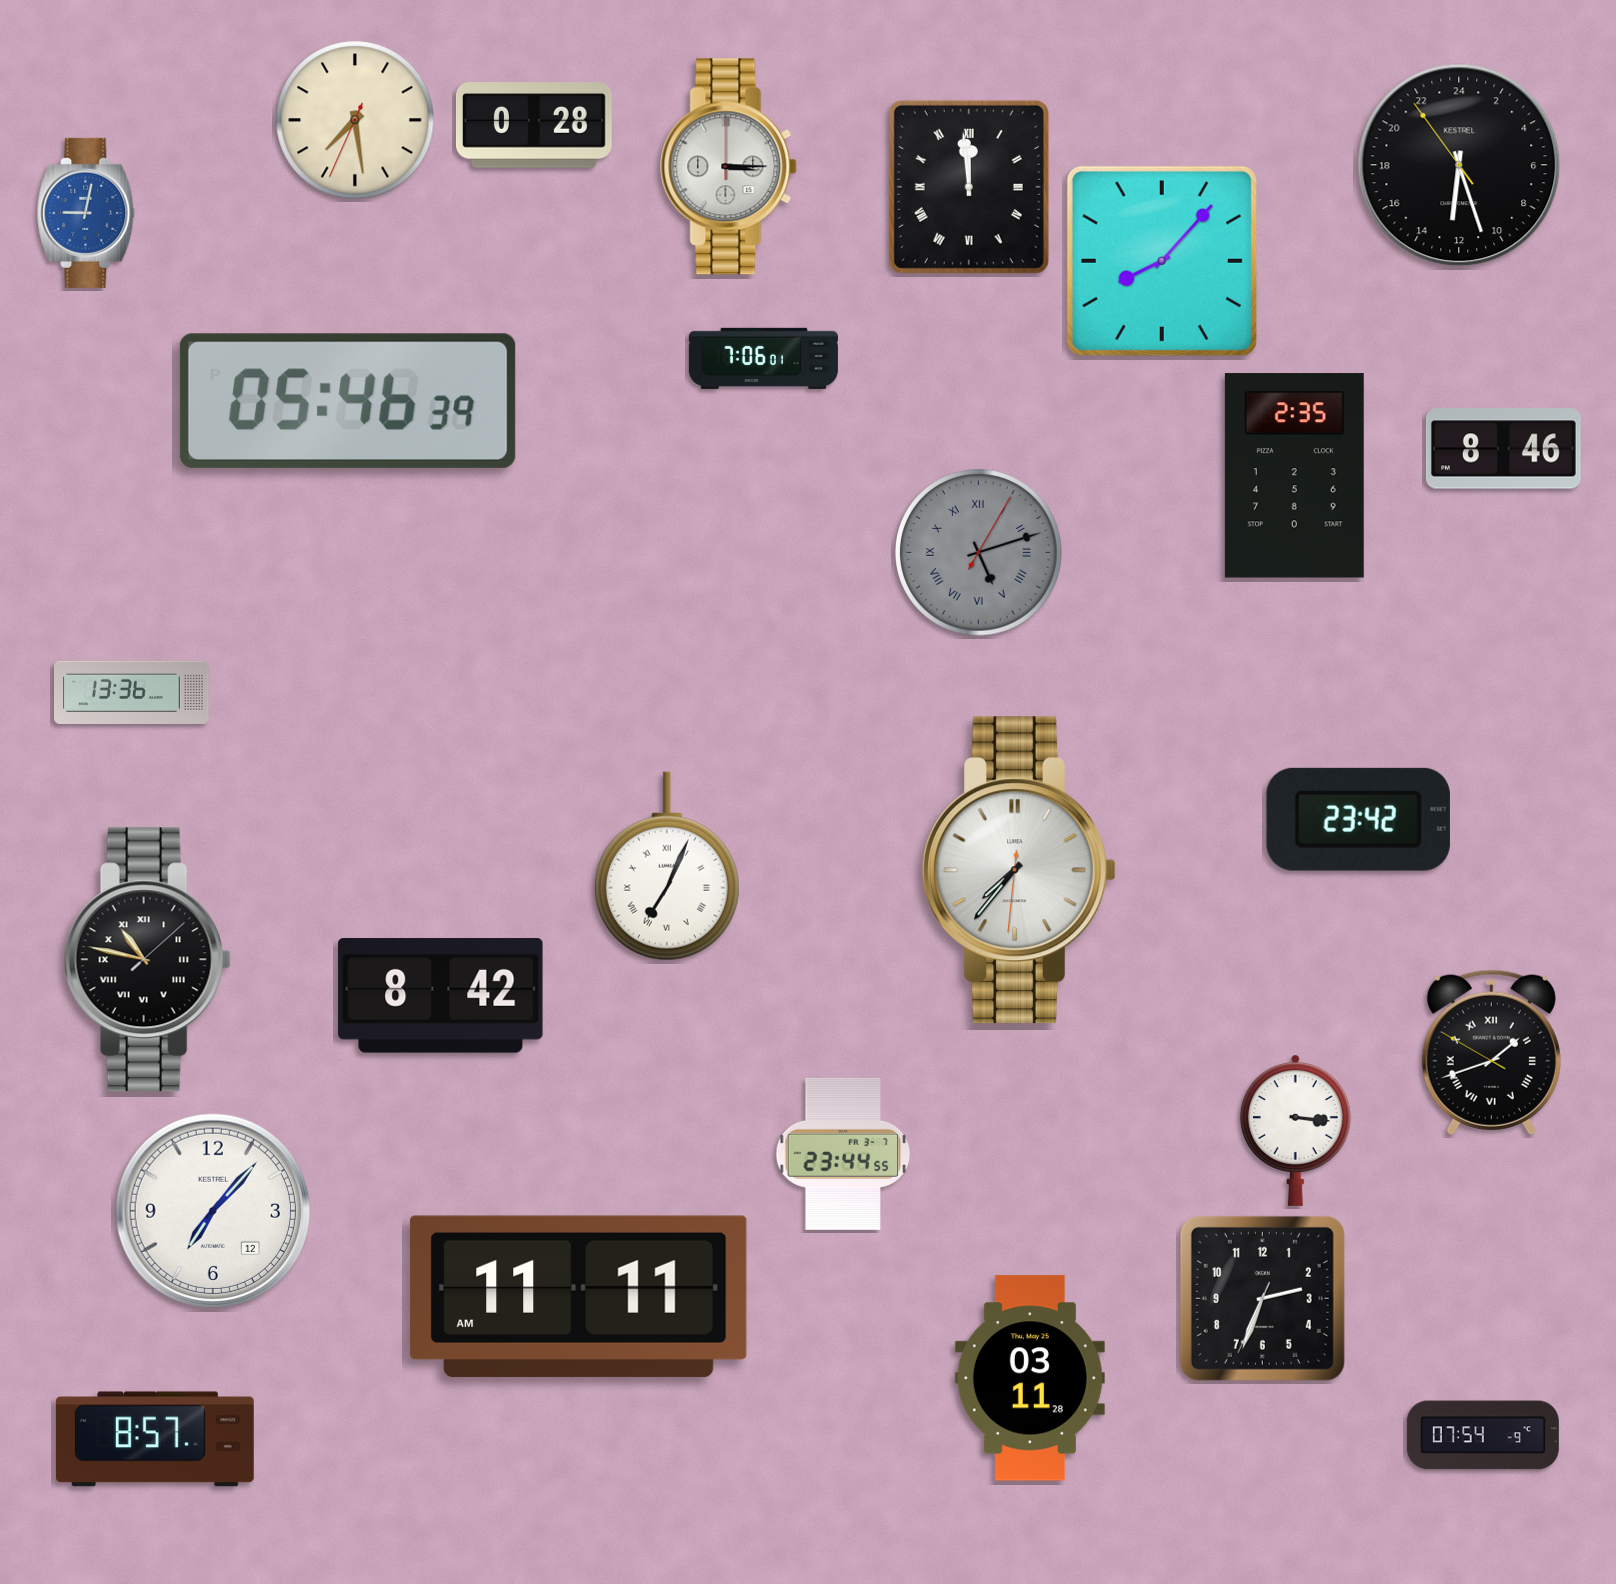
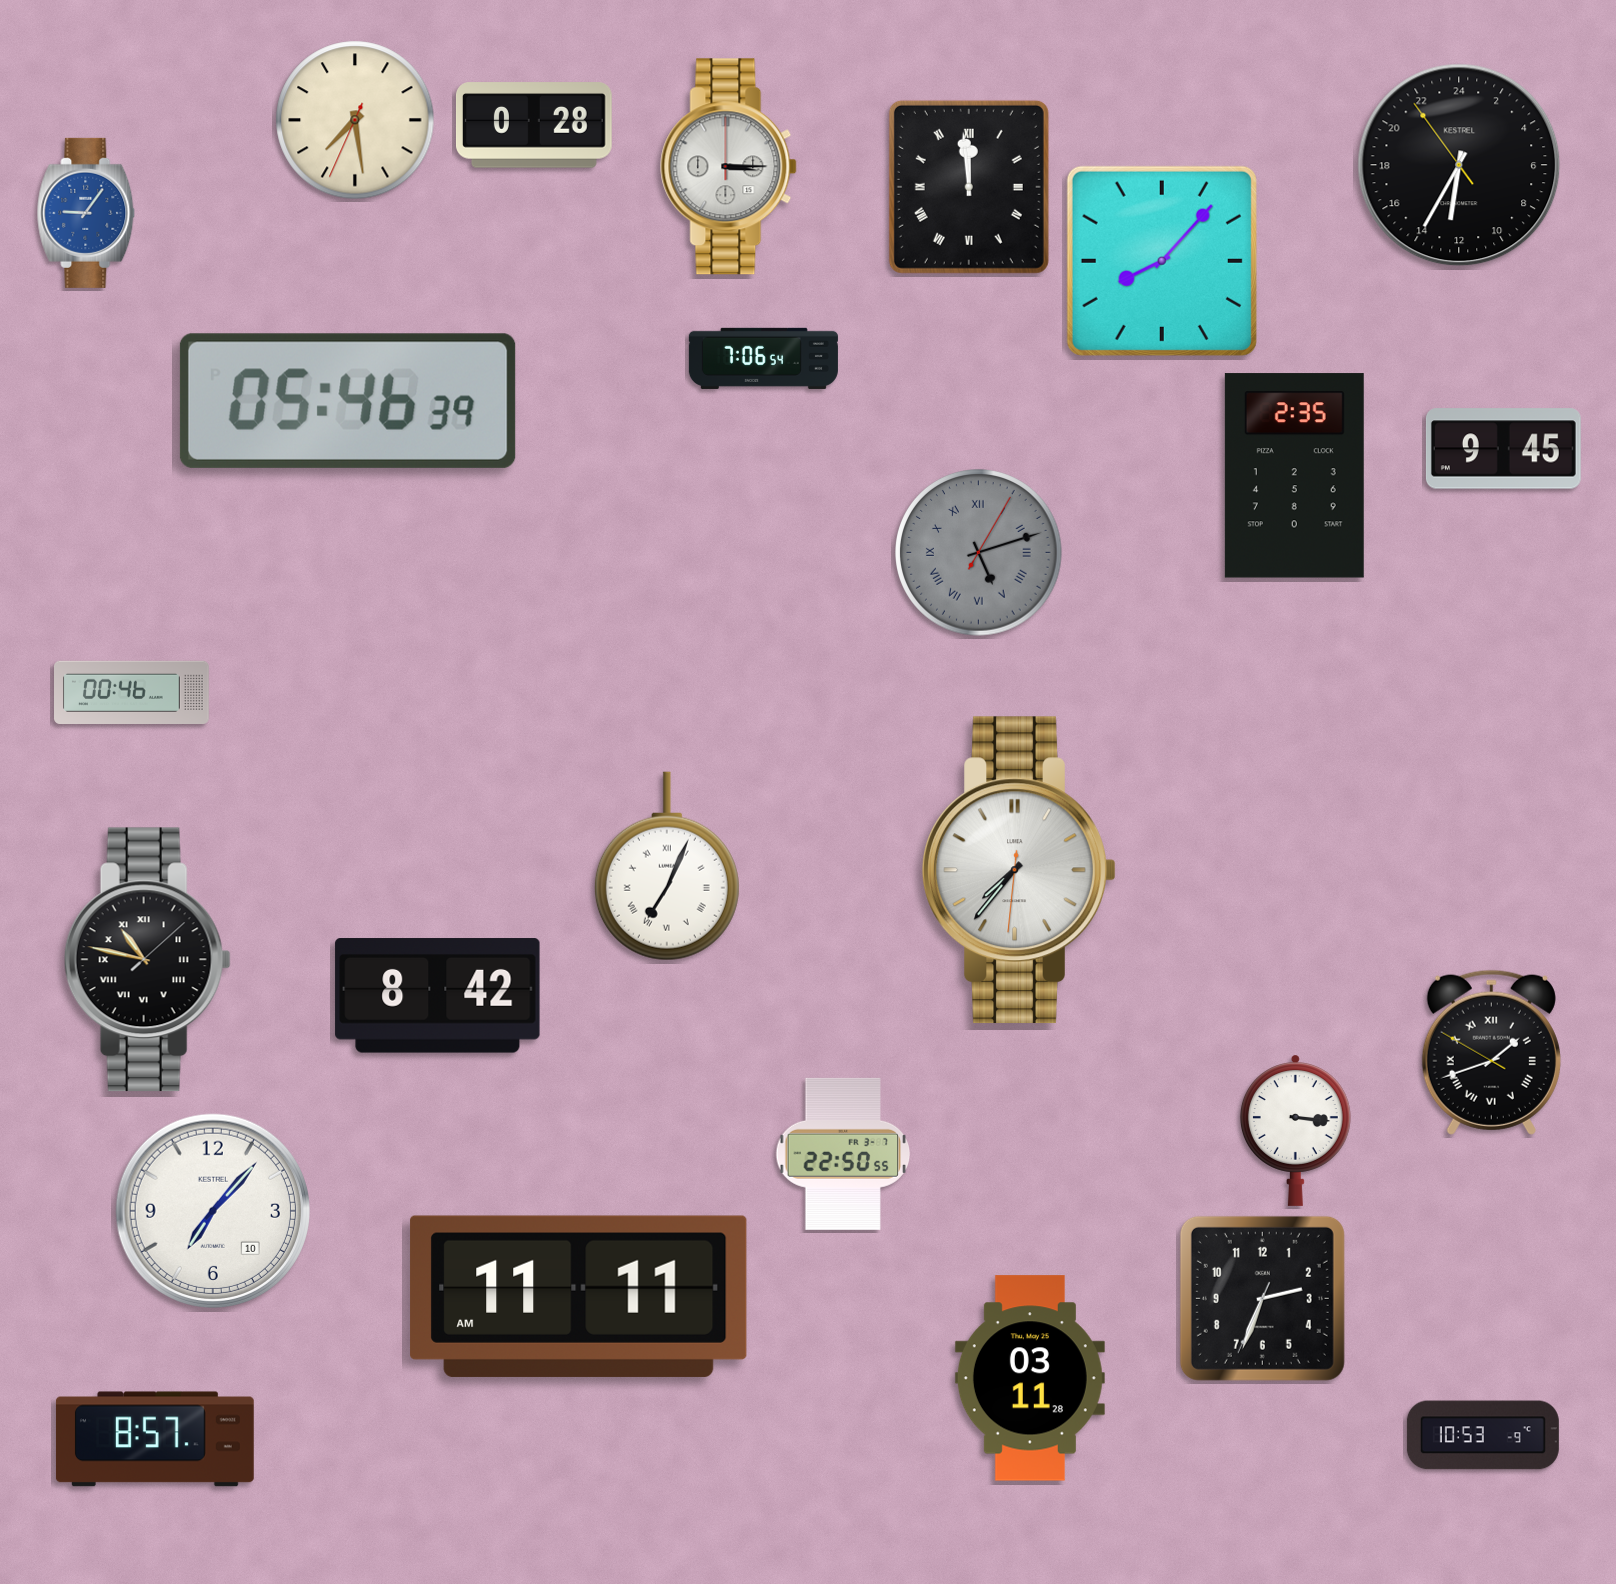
clock at (1459, 165): 12:26 -> 12:34
clock at (86, 213): 9:02 -> 9:06
clock at (763, 358): 7:06:01 -> 7:06:54
clock at (1503, 449): 8:46 -> 9:45
clock at (132, 693): 13:36 -> 00:46
clock at (1358, 819): 23:42 -> none
clock at (441, 996) position: (441, 996) -> (438, 996)
clock at (843, 1154): 23:44 -> 22:50
clock at (213, 1211) date: 12 -> 10
clock at (1483, 1435): 07:54 -> 10:53
